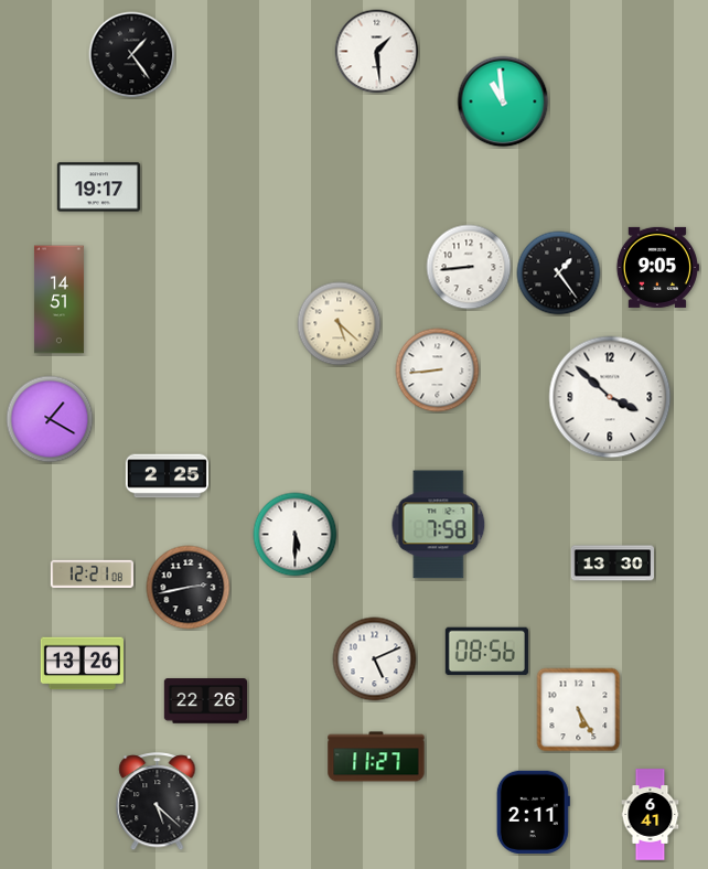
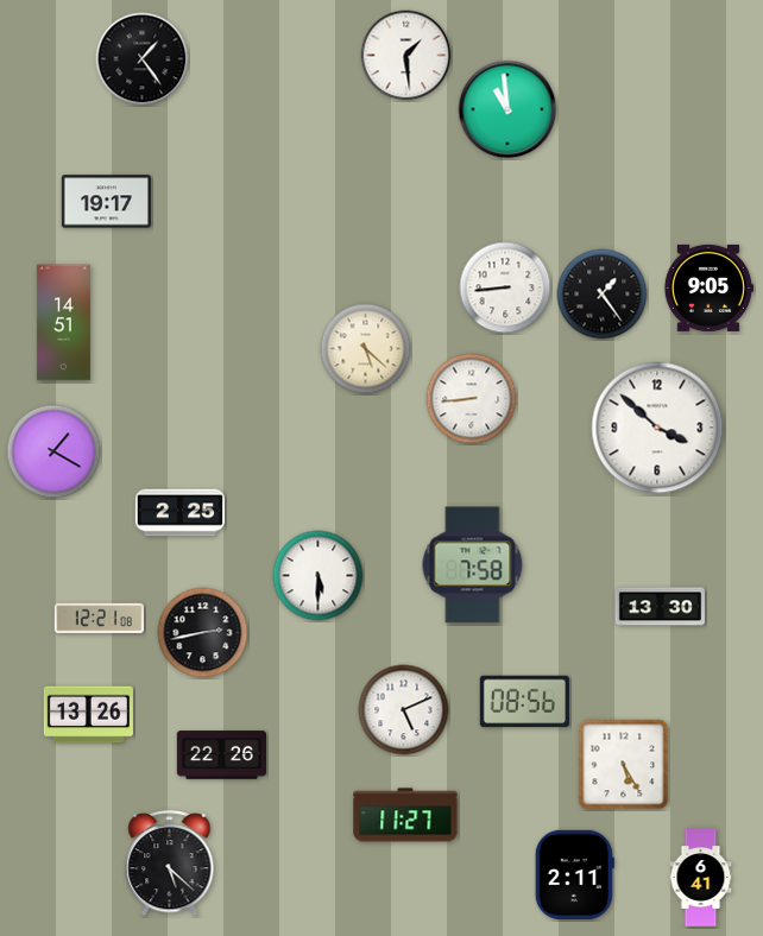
clock at (503, 101) position: (503, 101) -> (507, 109)
